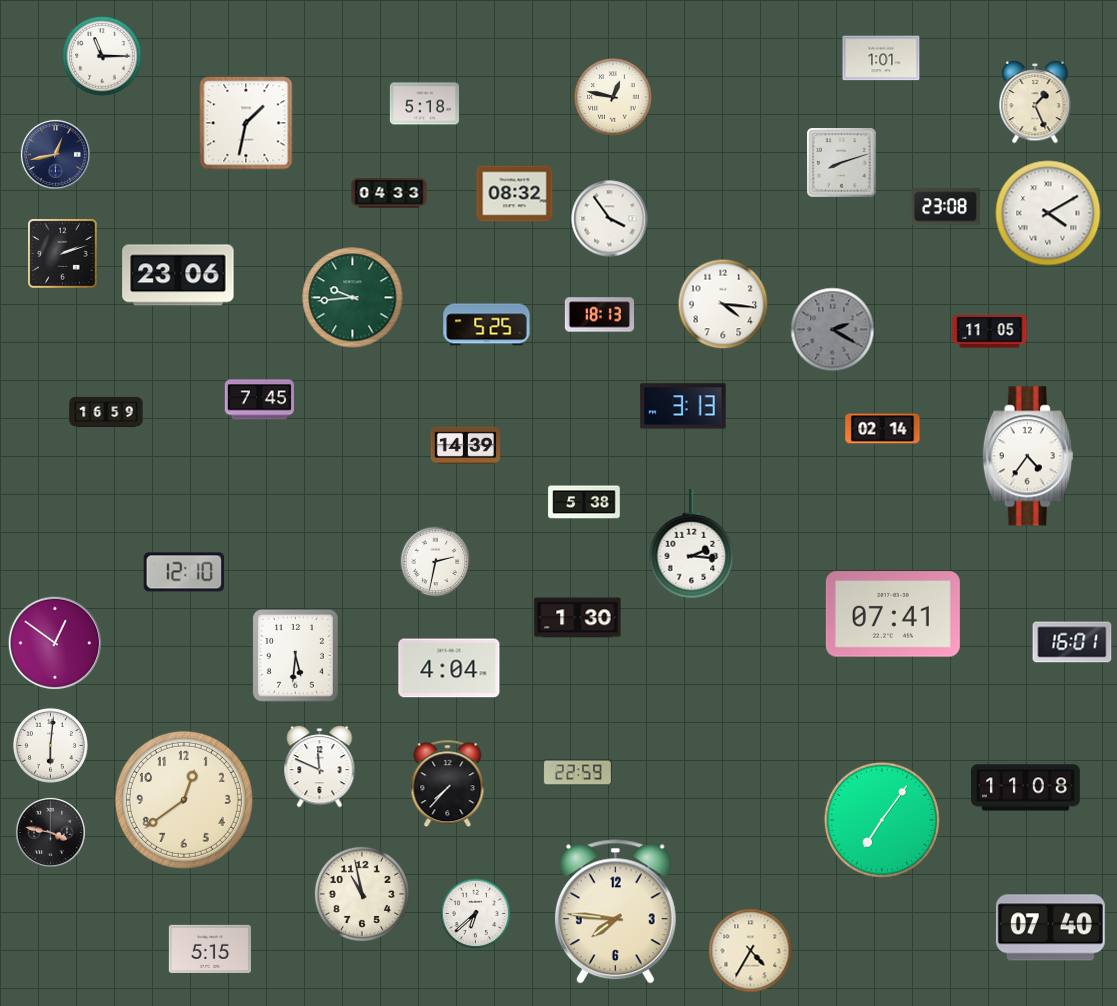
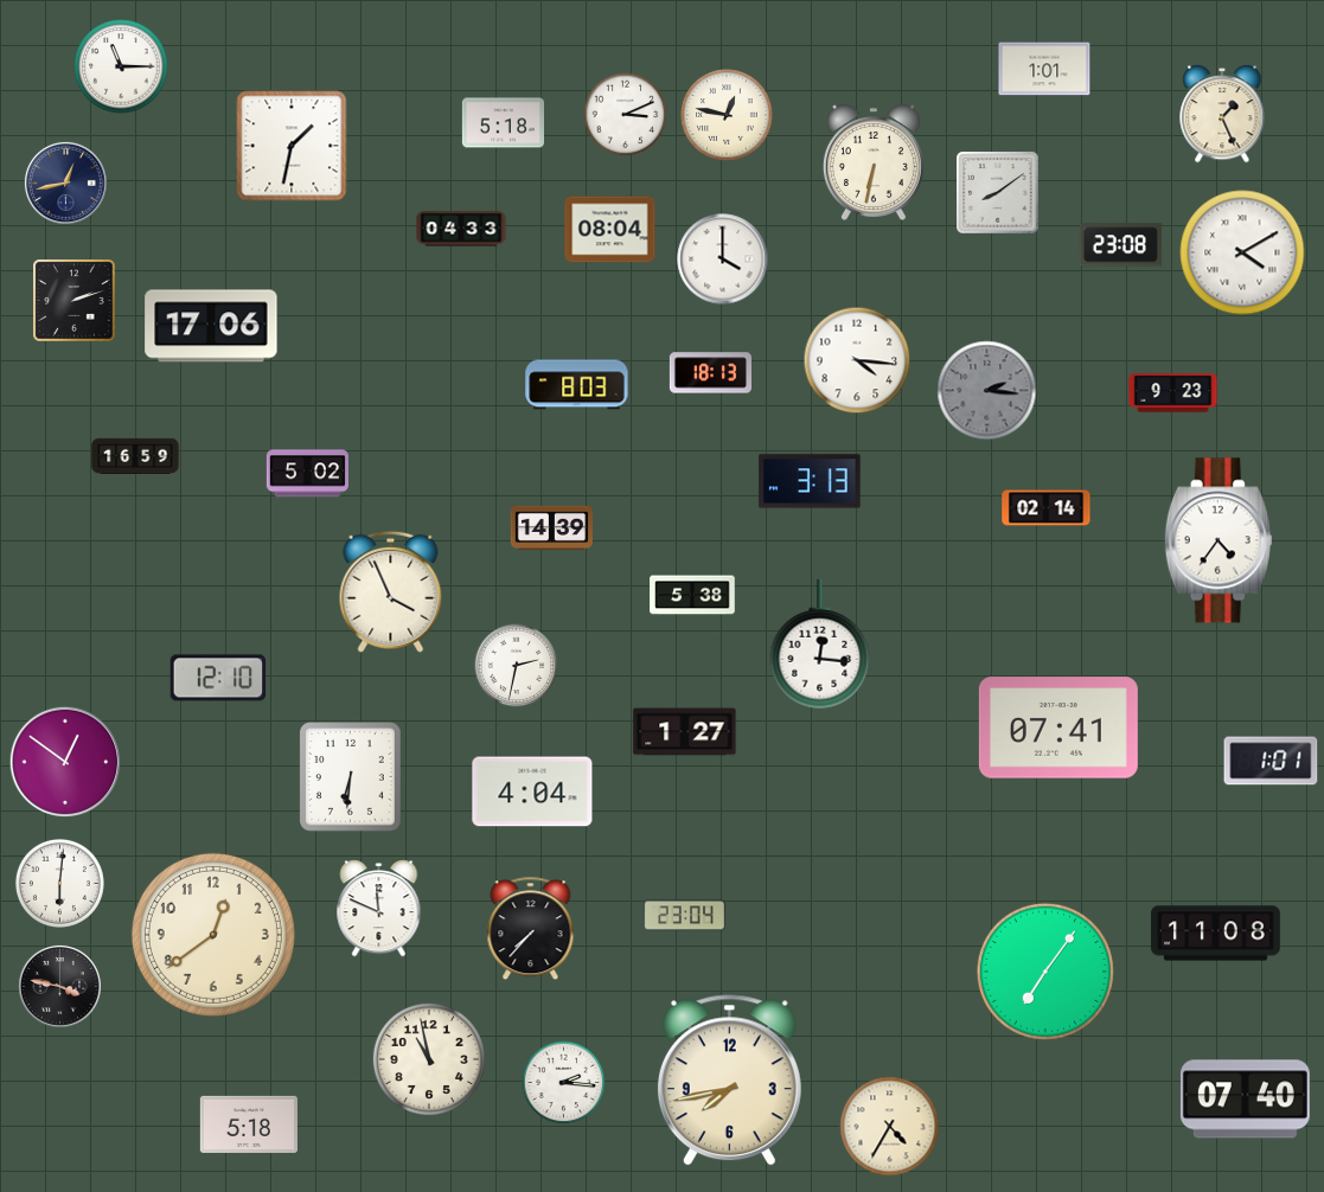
clock at (626, 115): none -> 3:11
clock at (1035, 102) position: (1035, 102) -> (1222, 114)
clock at (874, 162): none -> 6:32
clock at (842, 163): 8:12 -> 8:09
clock at (515, 194): 08:32 -> 08:04
clock at (610, 219): 3:54 -> 4:00
clock at (178, 275): 23:06 -> 17:06
clock at (353, 298): 9:44 -> none
clock at (487, 325): 5:25 -> 8:03
clock at (833, 330): 2:20 -> 2:16
clock at (990, 332): 11:05 -> 9:23
clock at (259, 400): 7:45 -> 5:02
clock at (106, 411) position: (106, 411) -> (135, 455)
clock at (391, 591): none -> 3:56
clock at (692, 544): 2:16 -> 12:16
clock at (578, 618): 1:30 -> 1:27
clock at (1072, 642): 16:01 -> 1:01
clock at (296, 656): 5:31 -> 6:31
clock at (577, 773): 22:59 -> 23:04
clock at (184, 800) position: (184, 800) -> (213, 935)
clock at (615, 912): 7:46 -> 7:43
clock at (476, 914): 6:38 -> 2:16
clock at (210, 949): 5:15 -> 5:18
